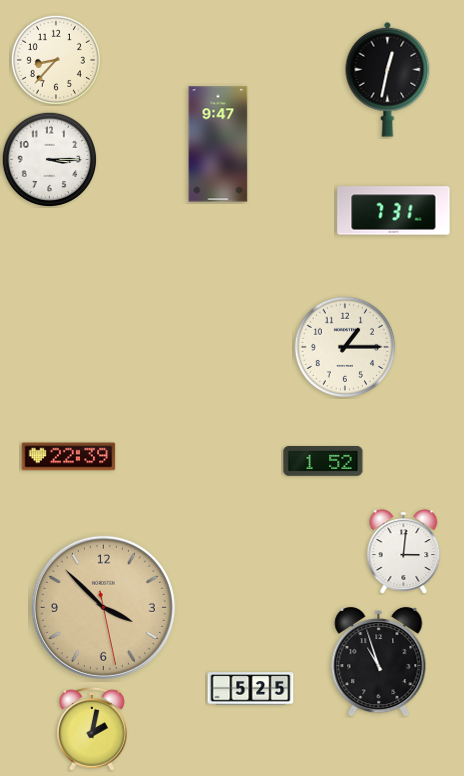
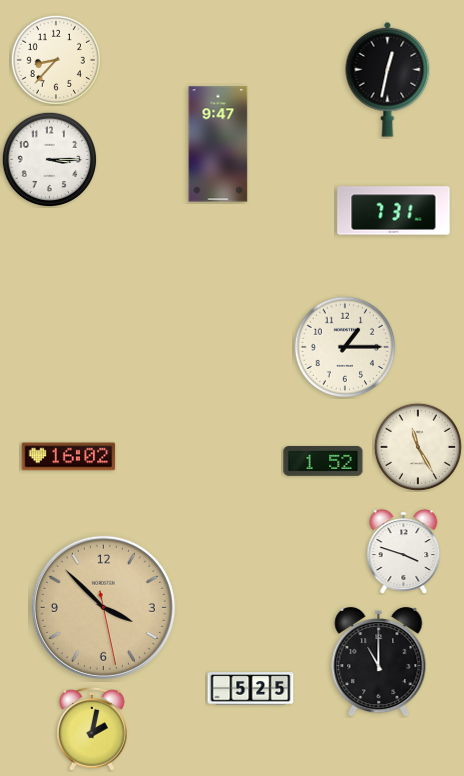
clock at (418, 447): none -> 11:25
clock at (69, 457): 22:39 -> 16:02
clock at (404, 551): 3:01 -> 3:48
clock at (379, 662): 10:57 -> 11:00
